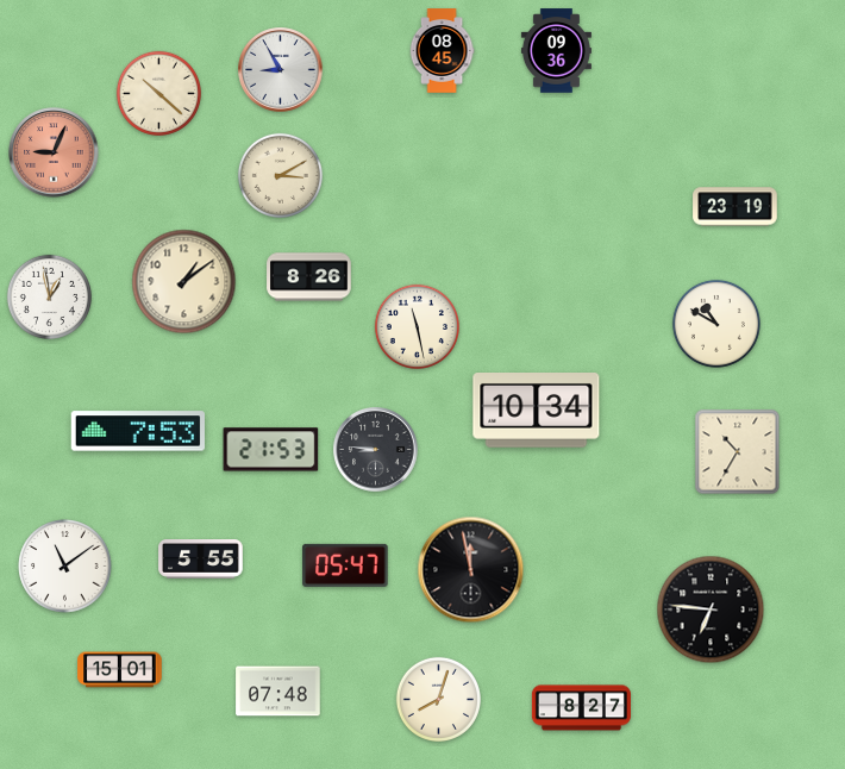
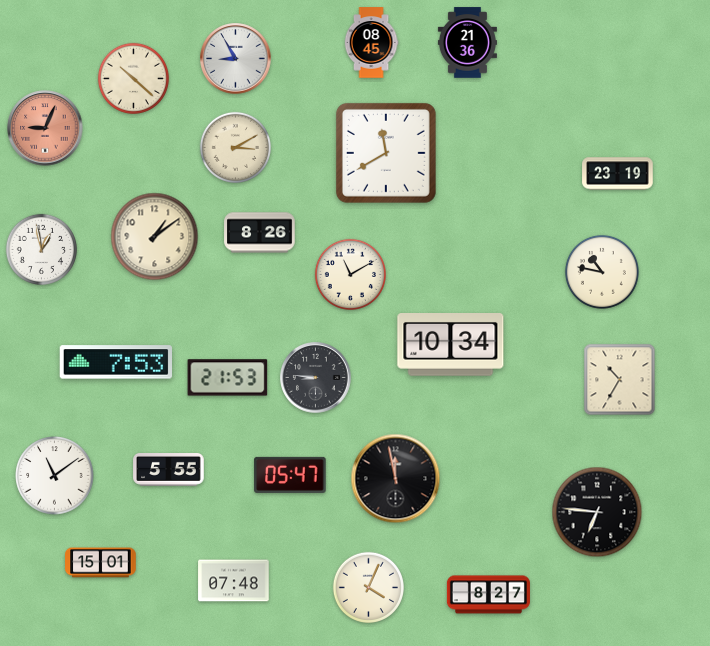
clock at (556, 51): 09:36 -> 21:36
clock at (386, 153): none -> 11:40
clock at (716, 324): 10:50 -> 10:47
clock at (417, 326): 11:28 -> 11:10
clock at (438, 699): 8:03 -> 4:04
